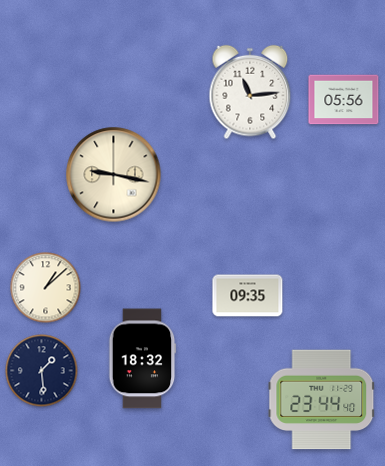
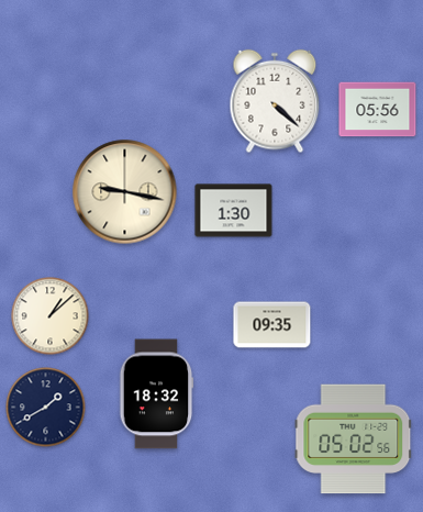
clock at (250, 92): 11:14 -> 4:22
clock at (234, 211): none -> 1:30
clock at (42, 371): 1:29 -> 1:40
clock at (322, 400): 23:44 -> 05:02
